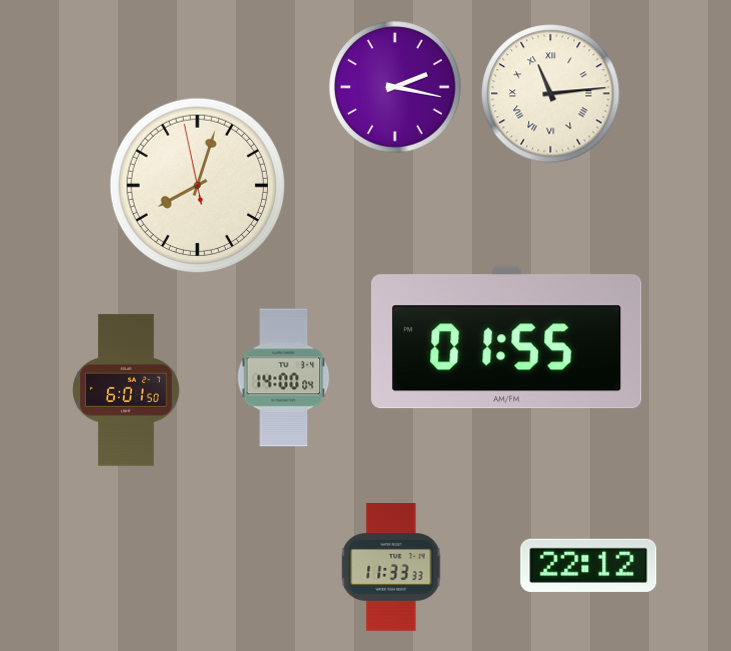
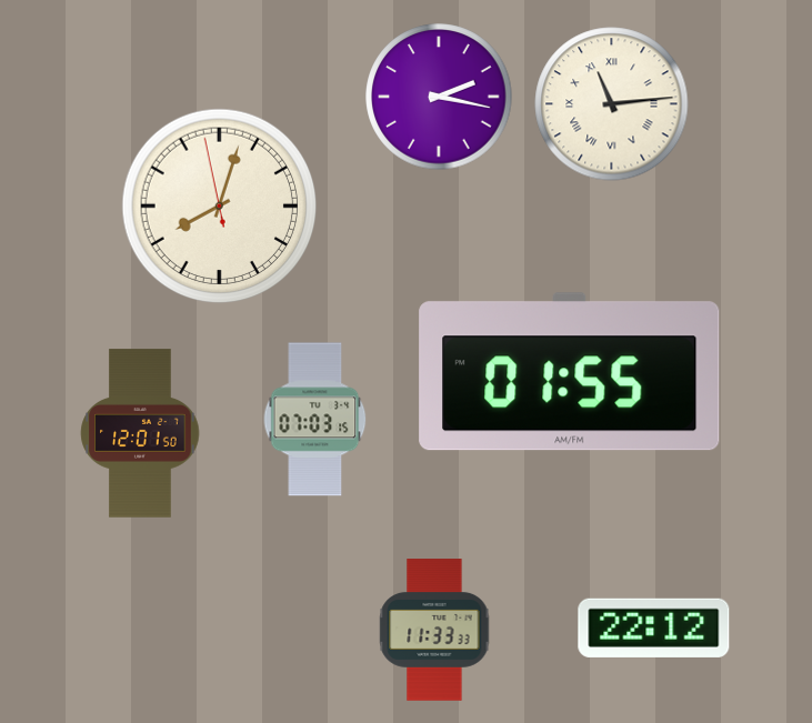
clock at (507, 338) position: (507, 338) -> (570, 372)
clock at (284, 378): 14:00 -> 07:03
clock at (126, 390): 6:01 -> 12:01
